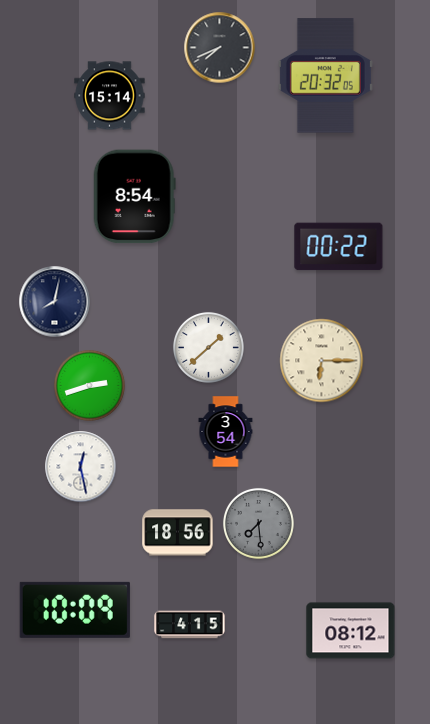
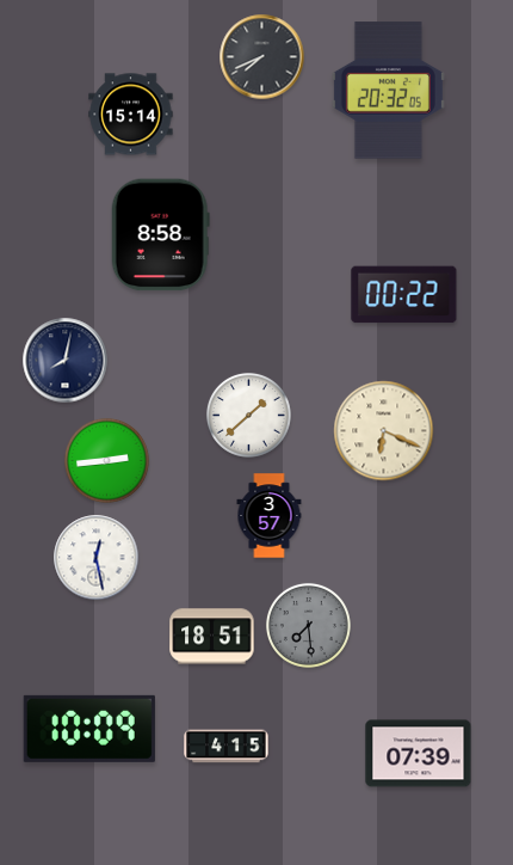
clock at (134, 197): 8:54 -> 8:58
clock at (322, 361): 6:15 -> 6:19
clock at (89, 385): 2:42 -> 2:44
clock at (226, 432): 3:54 -> 3:57
clock at (178, 533): 18:56 -> 18:51
clock at (351, 631): 08:12 -> 07:39
